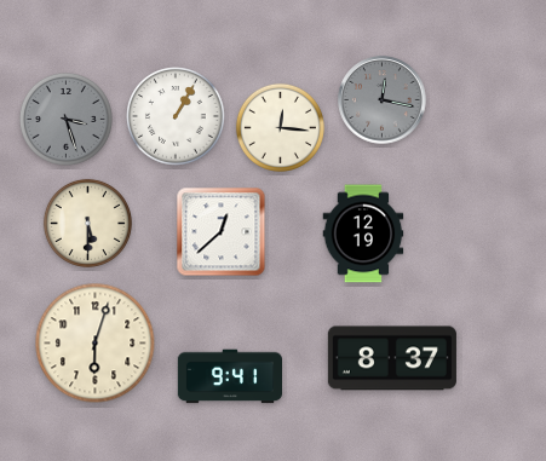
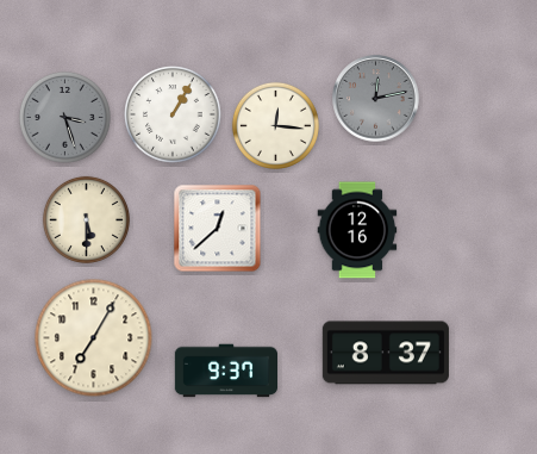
clock at (383, 100): 12:17 -> 12:13
clock at (363, 234): 12:19 -> 12:16
clock at (96, 344): 6:03 -> 7:05
clock at (229, 376): 9:41 -> 9:37
